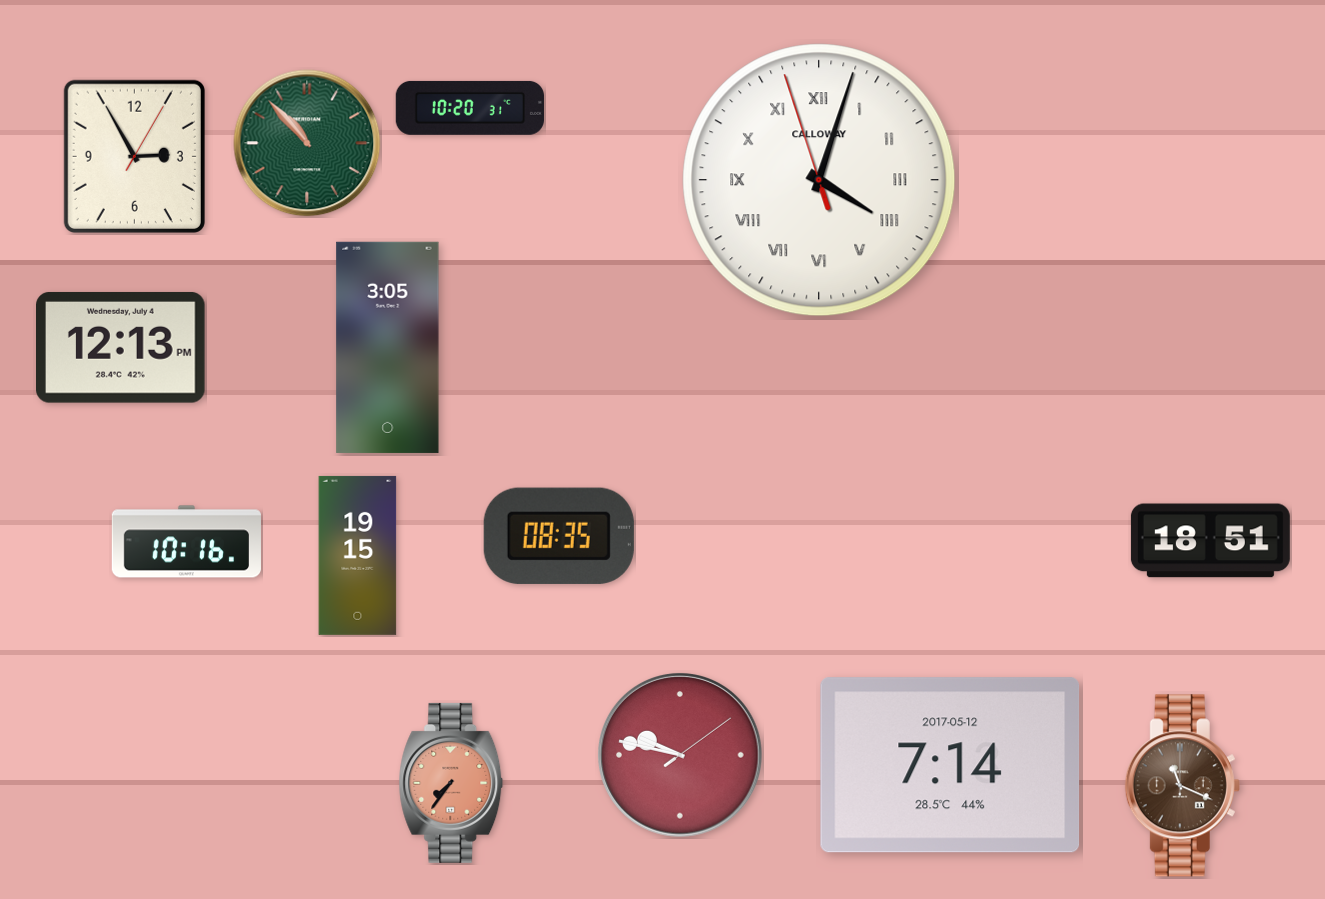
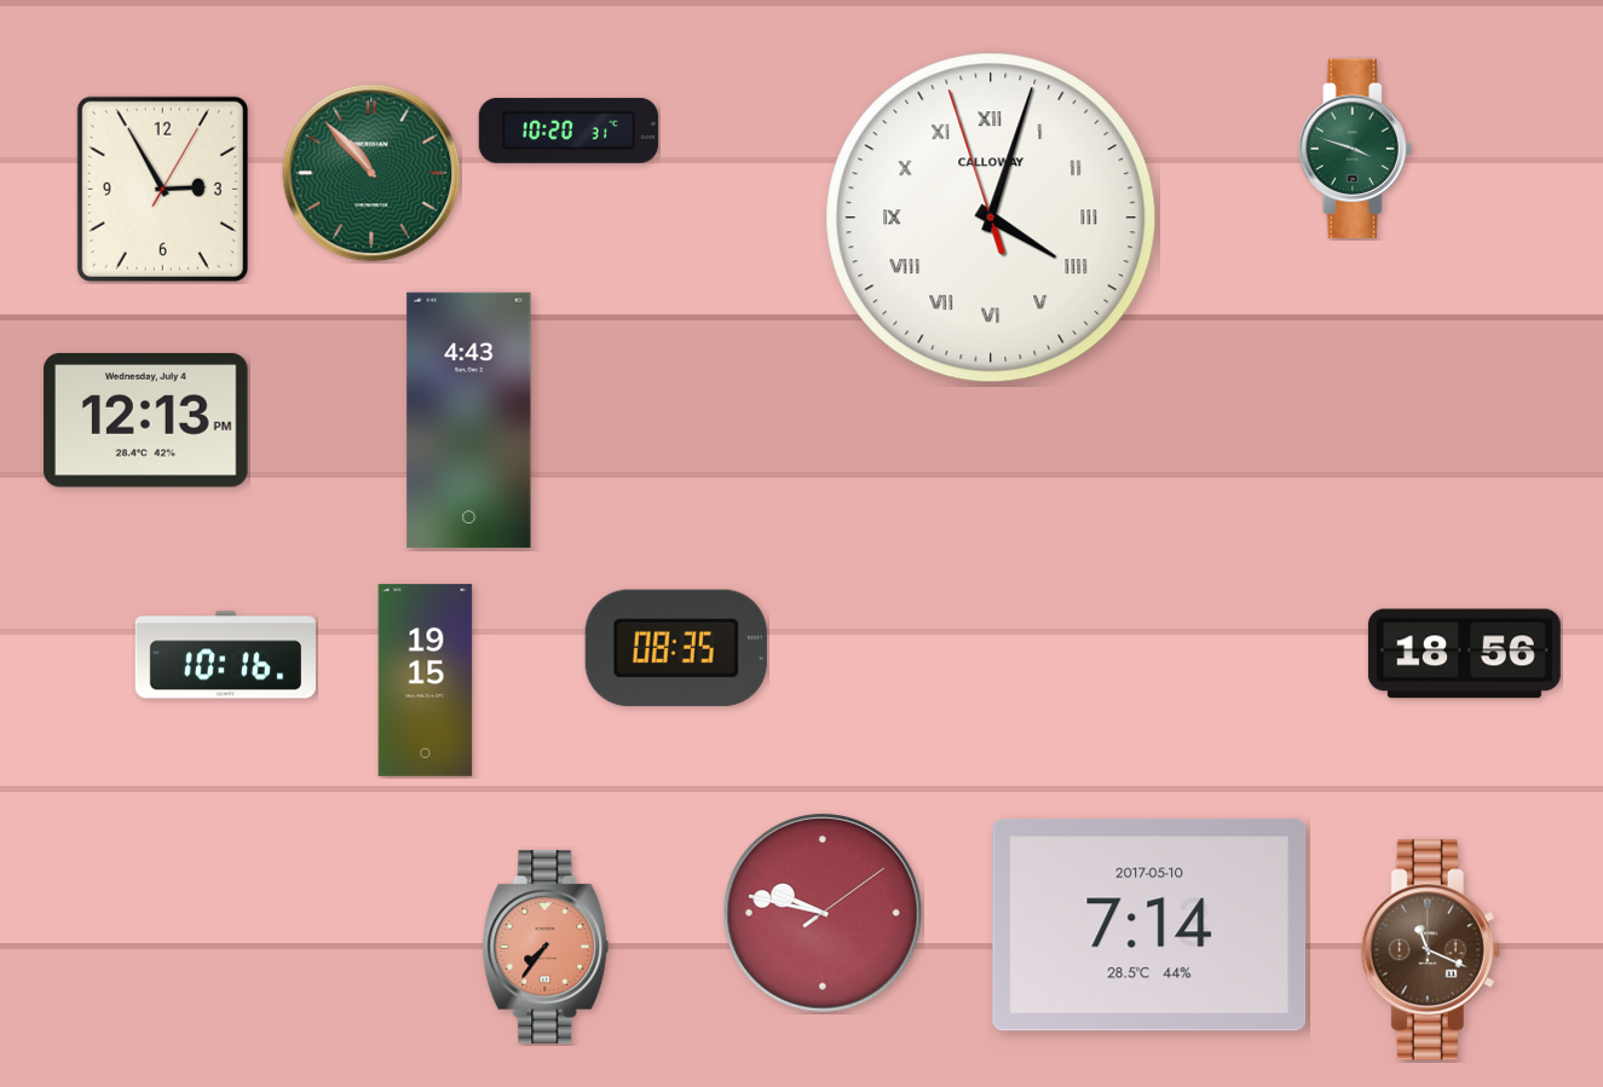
clock at (1355, 149): none -> 3:48
clock at (388, 347): 3:05 -> 4:43
clock at (1210, 541): 18:51 -> 18:56
clock at (358, 555) position: (358, 555) -> (426, 680)
clock at (950, 765) date: 2017-05-12 -> 2017-05-10
